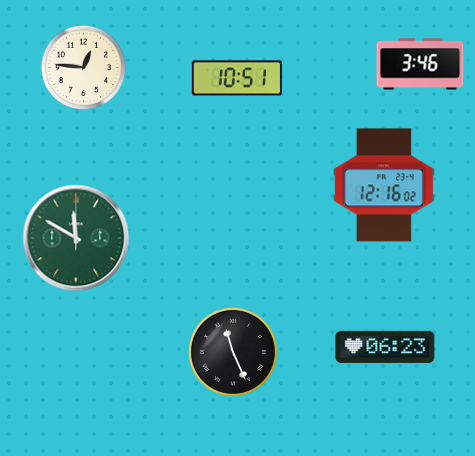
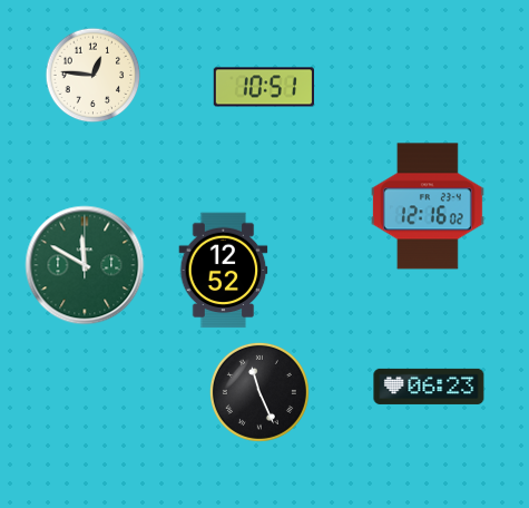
clock at (420, 64): 3:46 -> none
clock at (224, 271): none -> 12:52
